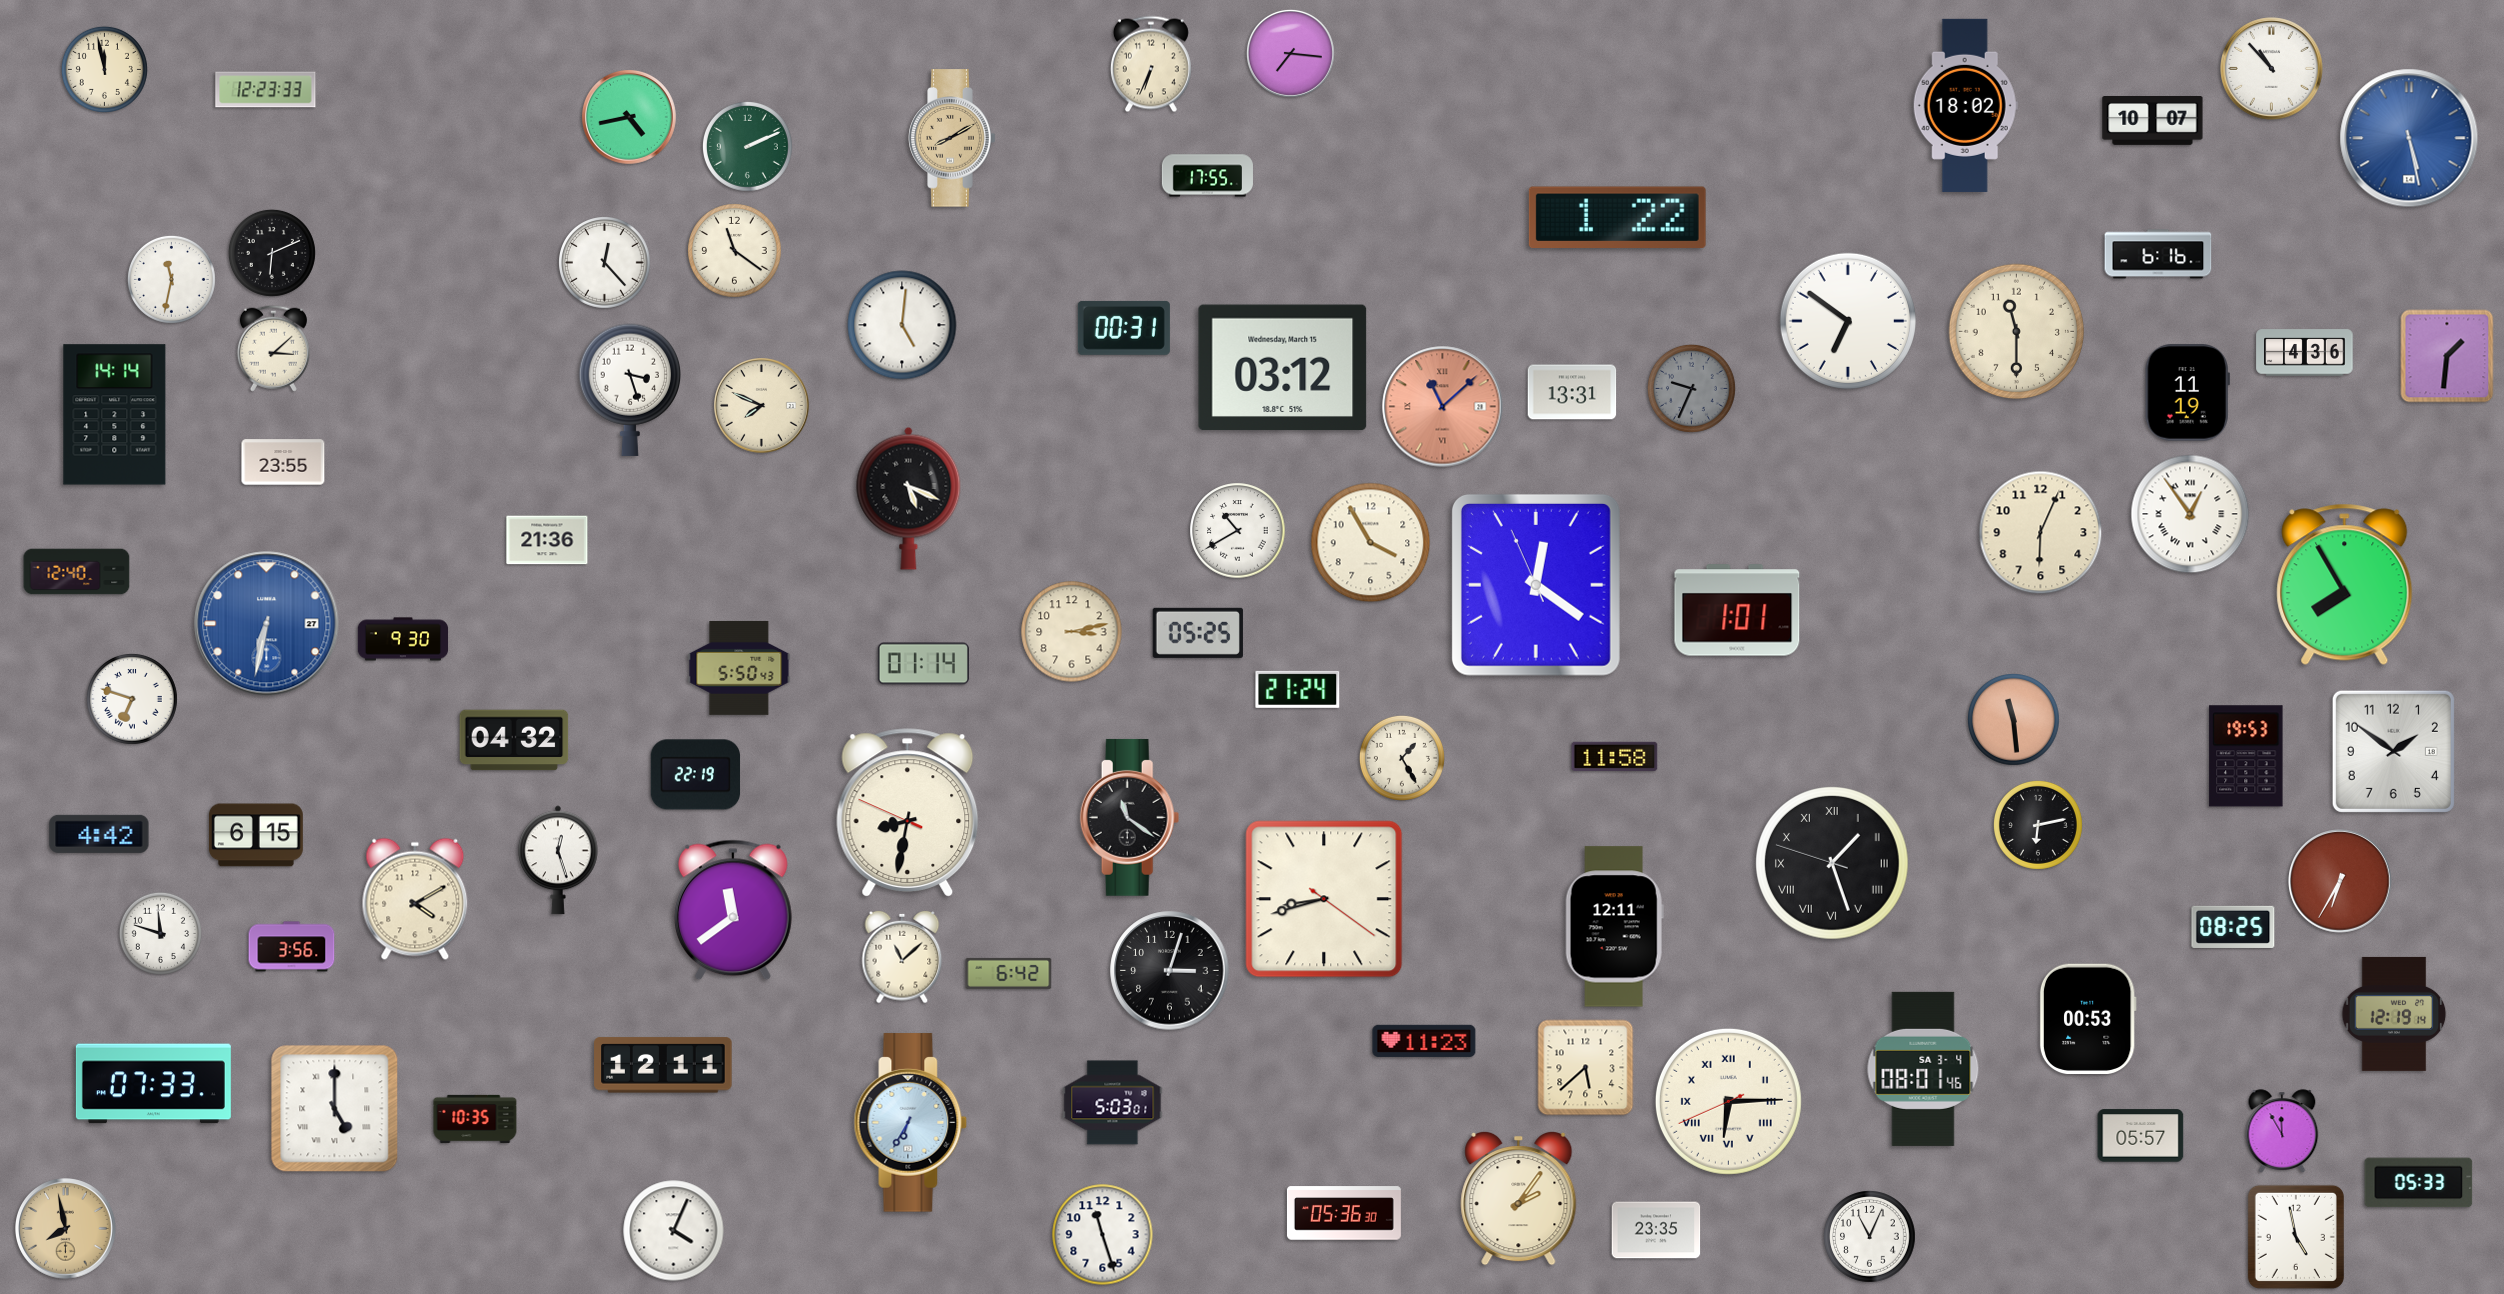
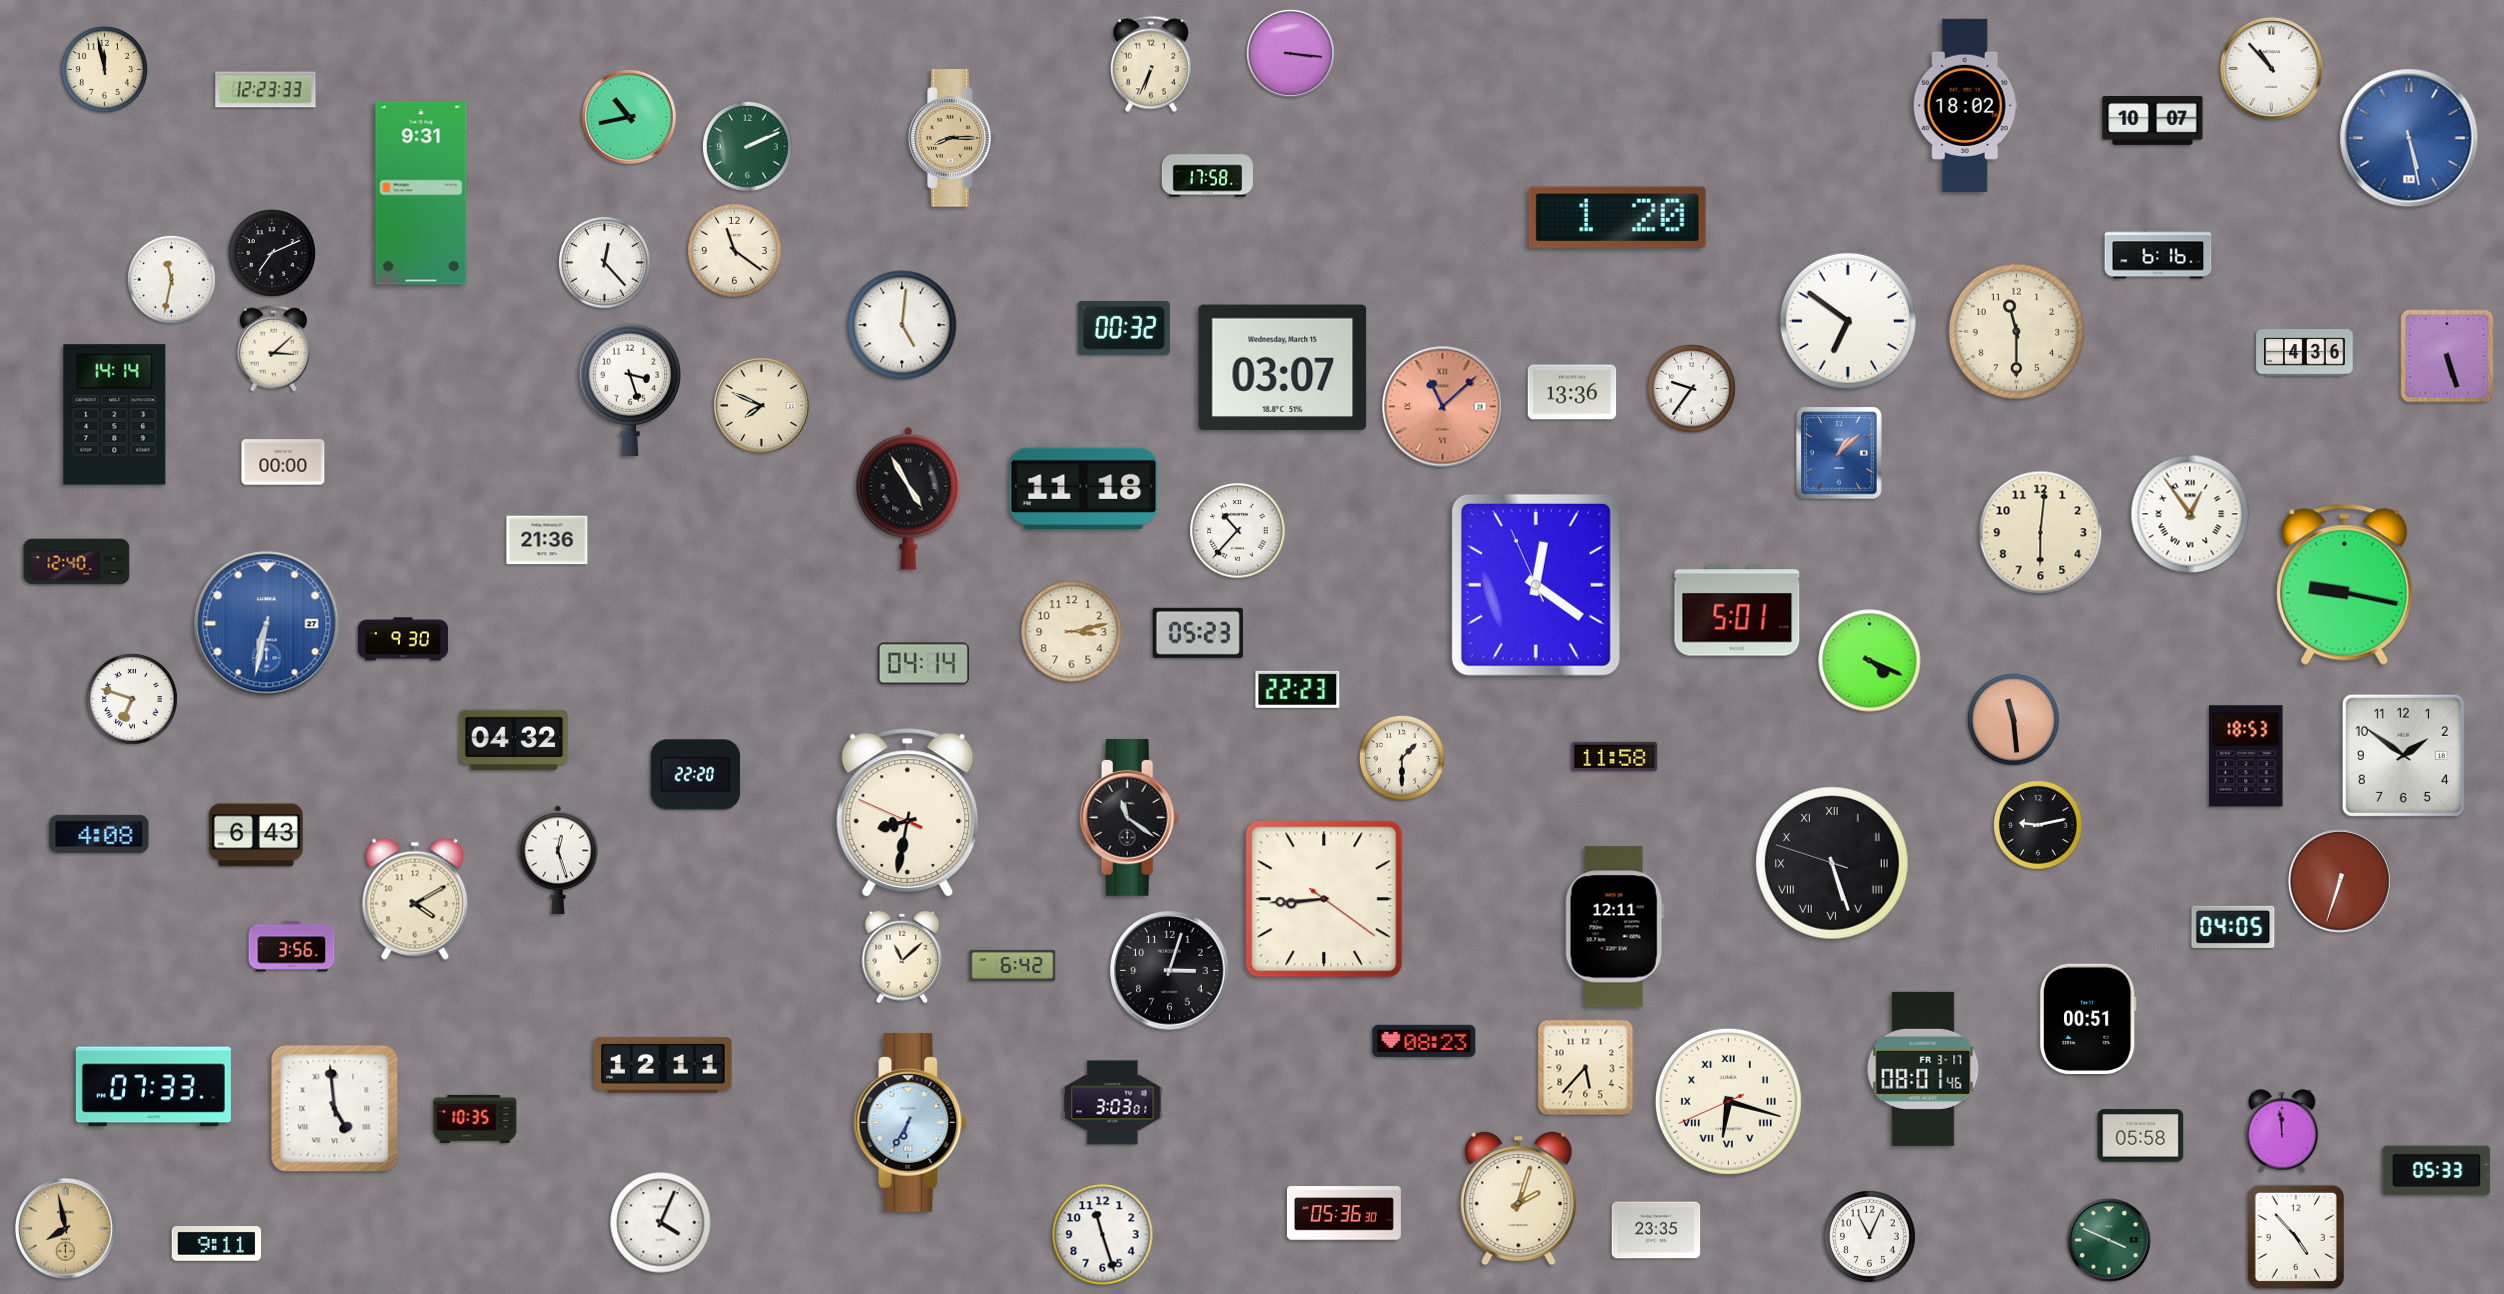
clock at (1290, 53): 7:16 -> 3:16
clock at (630, 118): 4:43 -> 10:43
clock at (952, 138): 8:10 -> 8:15
clock at (1207, 176): 17:55 -> 17:58
clock at (421, 193): none -> 9:31
clock at (1617, 217): 1:22 -> 1:20
clock at (272, 253): 6:11 -> 7:11
clock at (1124, 328): 00:31 -> 00:32
clock at (2447, 356): 1:31 -> 5:27
clock at (1283, 368): 03:12 -> 03:07
clock at (1691, 388): 9:34 -> 9:36
clock at (1691, 388) dial: grey -> white
clock at (1572, 392): 13:31 -> 13:36
clock at (2187, 393): 11:19 -> none
clock at (1839, 453): none -> 1:08
clock at (283, 462): 23:55 -> 00:00
clock at (1084, 488): none -> 11:18
clock at (909, 498): 5:19 -> 4:55
clock at (1238, 531): 10:40 -> 10:37
clock at (2041, 533): 6:04 -> 6:01
clock at (1371, 543): 3:55 -> none
clock at (77, 572) position: (77, 572) -> (77, 562)
clock at (2345, 585): 7:55 -> 9:17
clock at (1737, 610): 1:01 -> 5:01
clock at (1198, 633): 05:25 -> 05:23
clock at (1870, 661): none -> 4:19
clock at (923, 664): 01:14 -> 04:14
clock at (739, 668): 5:50 -> none
clock at (1298, 689): 21:24 -> 22:23
clock at (2393, 751) position: (2393, 751) -> (2403, 755)
clock at (2246, 756): 19:53 -> 18:53
clock at (1402, 758): 1:25 -> 1:30
clock at (696, 775): 22:19 -> 22:20
clock at (2038, 825): 6:13 -> 9:13
clock at (99, 834): 4:42 -> 4:08
clock at (256, 835): 6:15 -> 6:43
clock at (1833, 864): 1:26 -> 5:26
clock at (2340, 881): 6:35 -> 6:33
clock at (1324, 899): 8:42 -> 8:44
clock at (733, 910): 11:39 -> none
clock at (2233, 927): 08:25 -> 04:05
clock at (160, 933): 11:48 -> none
clock at (1009, 973) position: (1009, 973) -> (1013, 965)
clock at (2394, 1014): 12:19 -> none
clock at (2088, 1018): 00:53 -> 00:51
clock at (1424, 1041): 11:23 -> 08:23
clock at (1586, 1068): 5:38 -> 5:37
clock at (1923, 1069) date: SA 3-4 -> FR 3-17
clock at (153, 1084) position: (153, 1084) -> (153, 1087)
clock at (1728, 1101): 6:14 -> 6:17
clock at (1113, 1103): 5:03 -> 3:03
clock at (335, 1109): 5:00 -> 4:59
clock at (2282, 1131): 11:55 -> 11:59
clock at (2141, 1136): 05:57 -> 05:58
clock at (2419, 1183) position: (2419, 1183) -> (2437, 1171)
clock at (1519, 1198): 2:06 -> 2:03
clock at (674, 1231) position: (674, 1231) -> (661, 1223)
clock at (2296, 1237): 4:58 -> 4:53
clock at (2109, 1240): none -> 3:49
clock at (217, 1244): none -> 9:11
